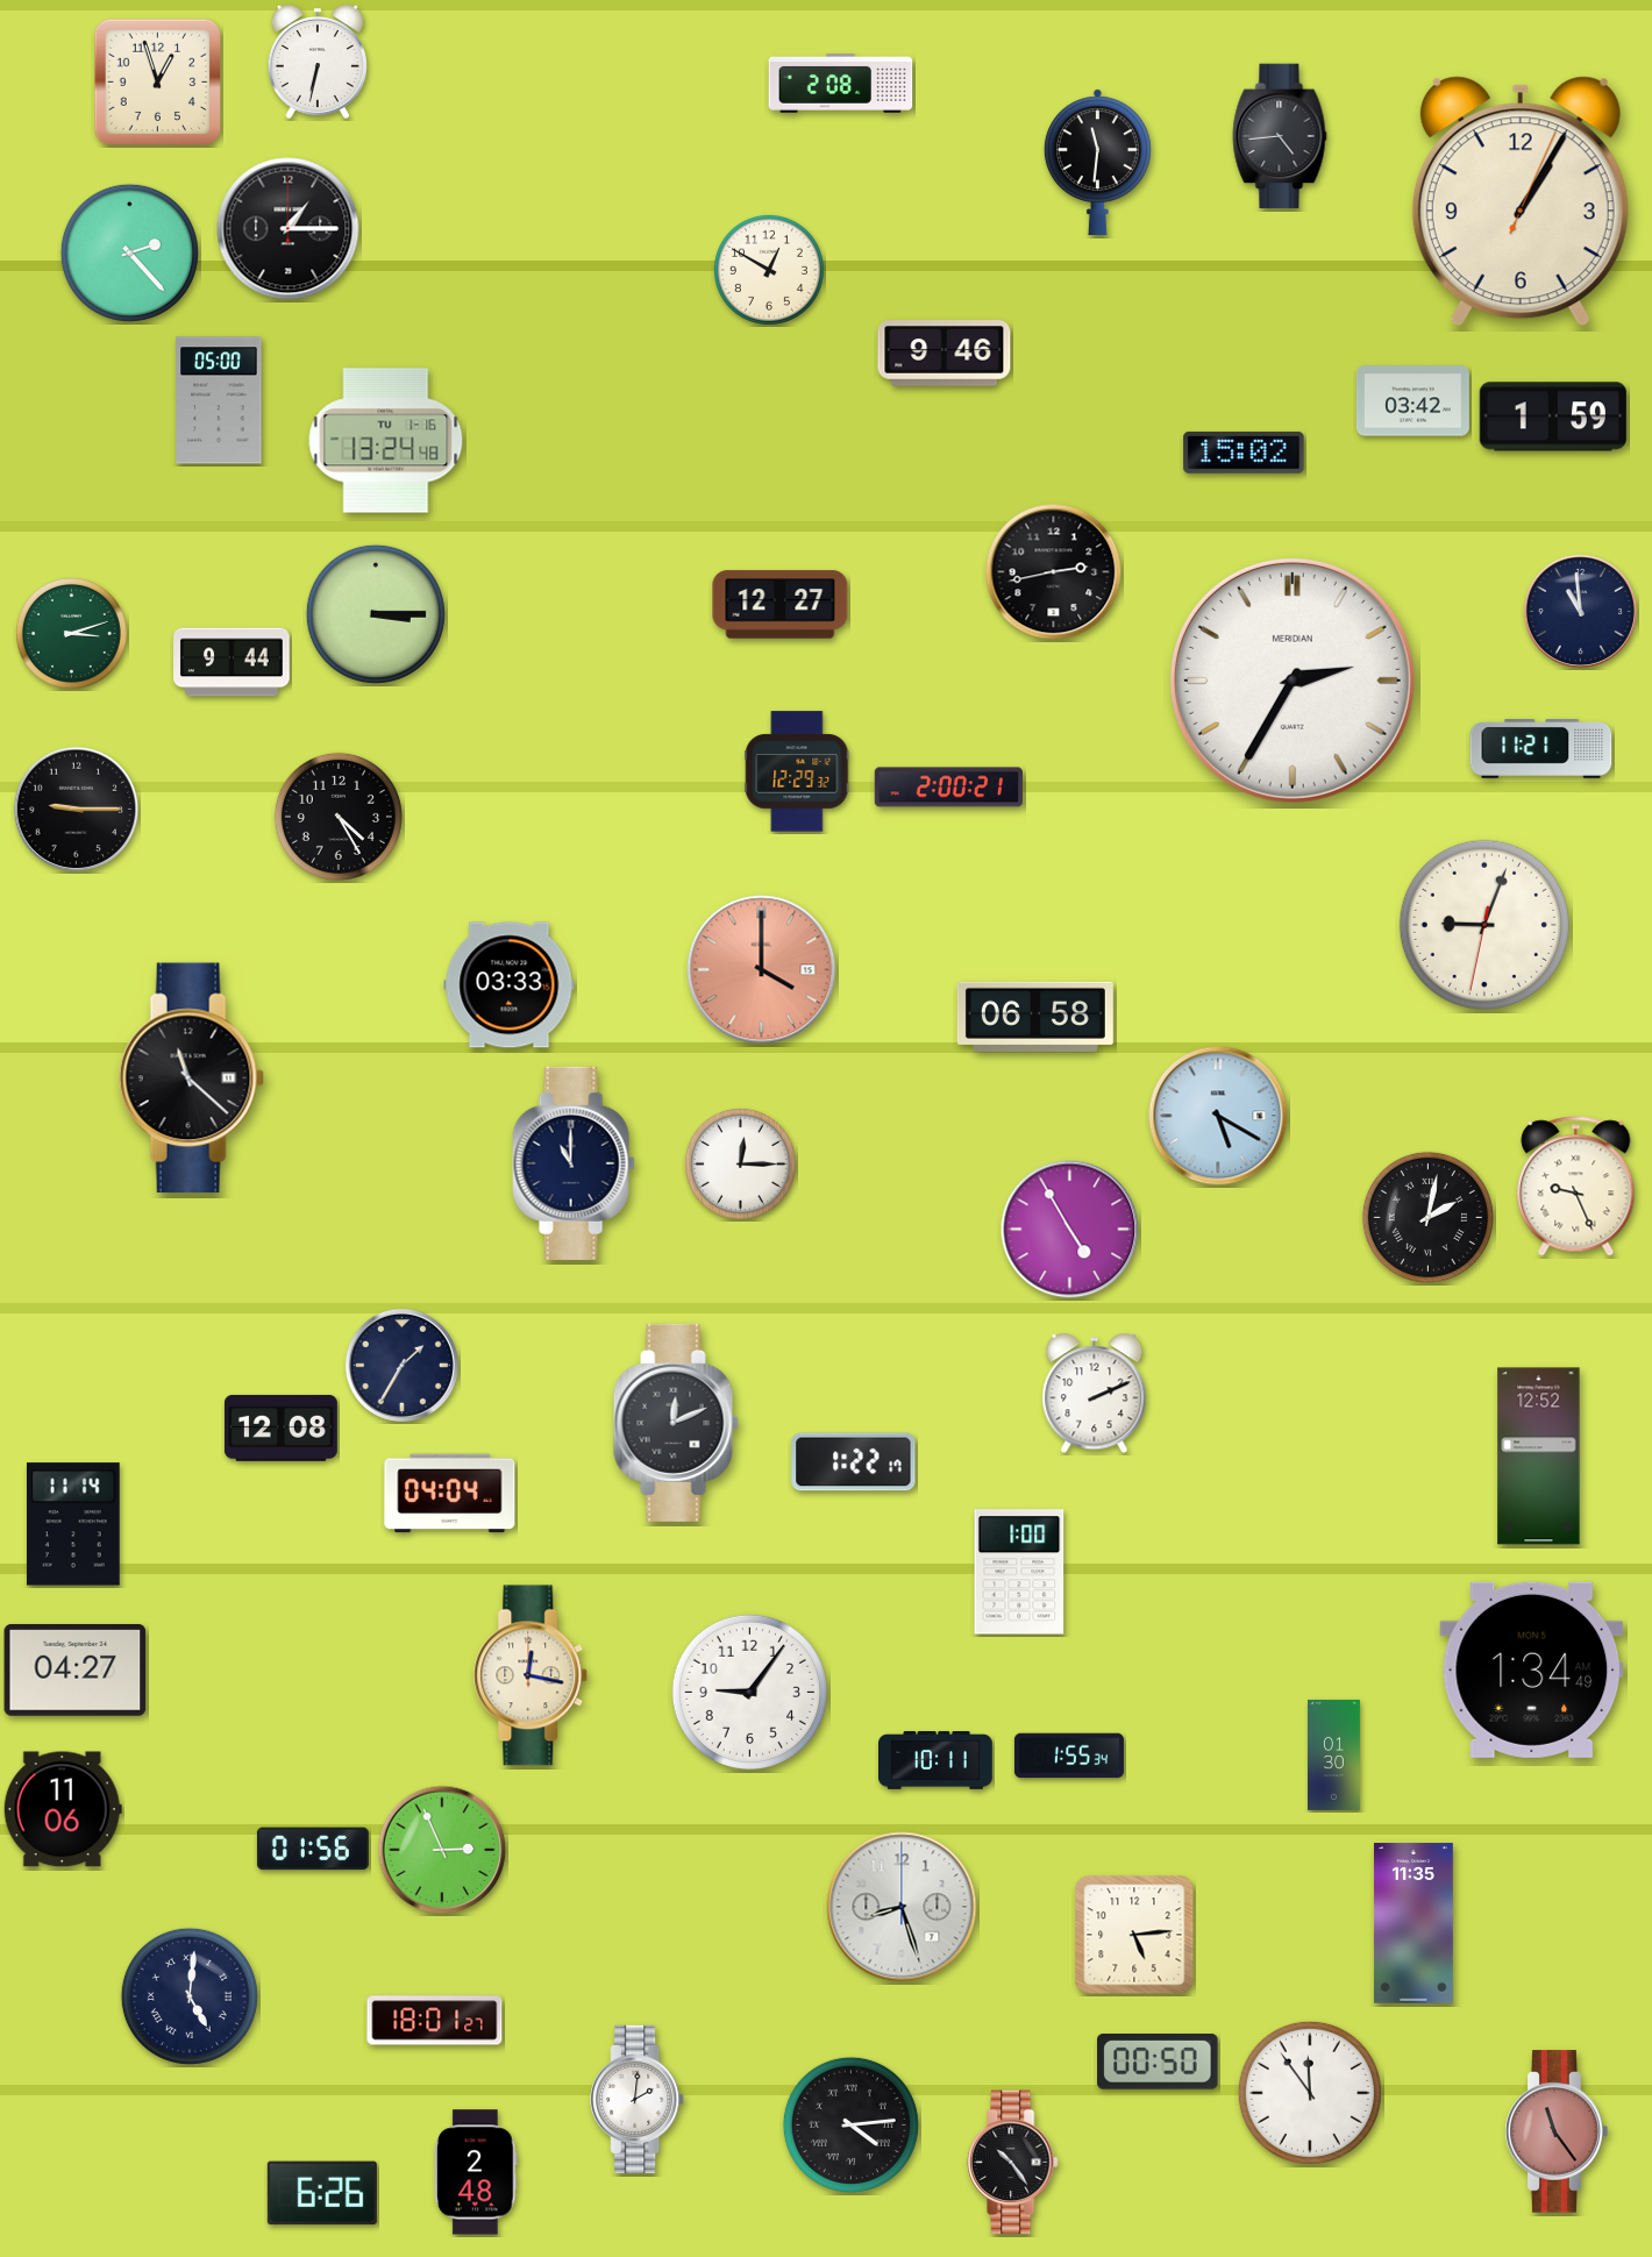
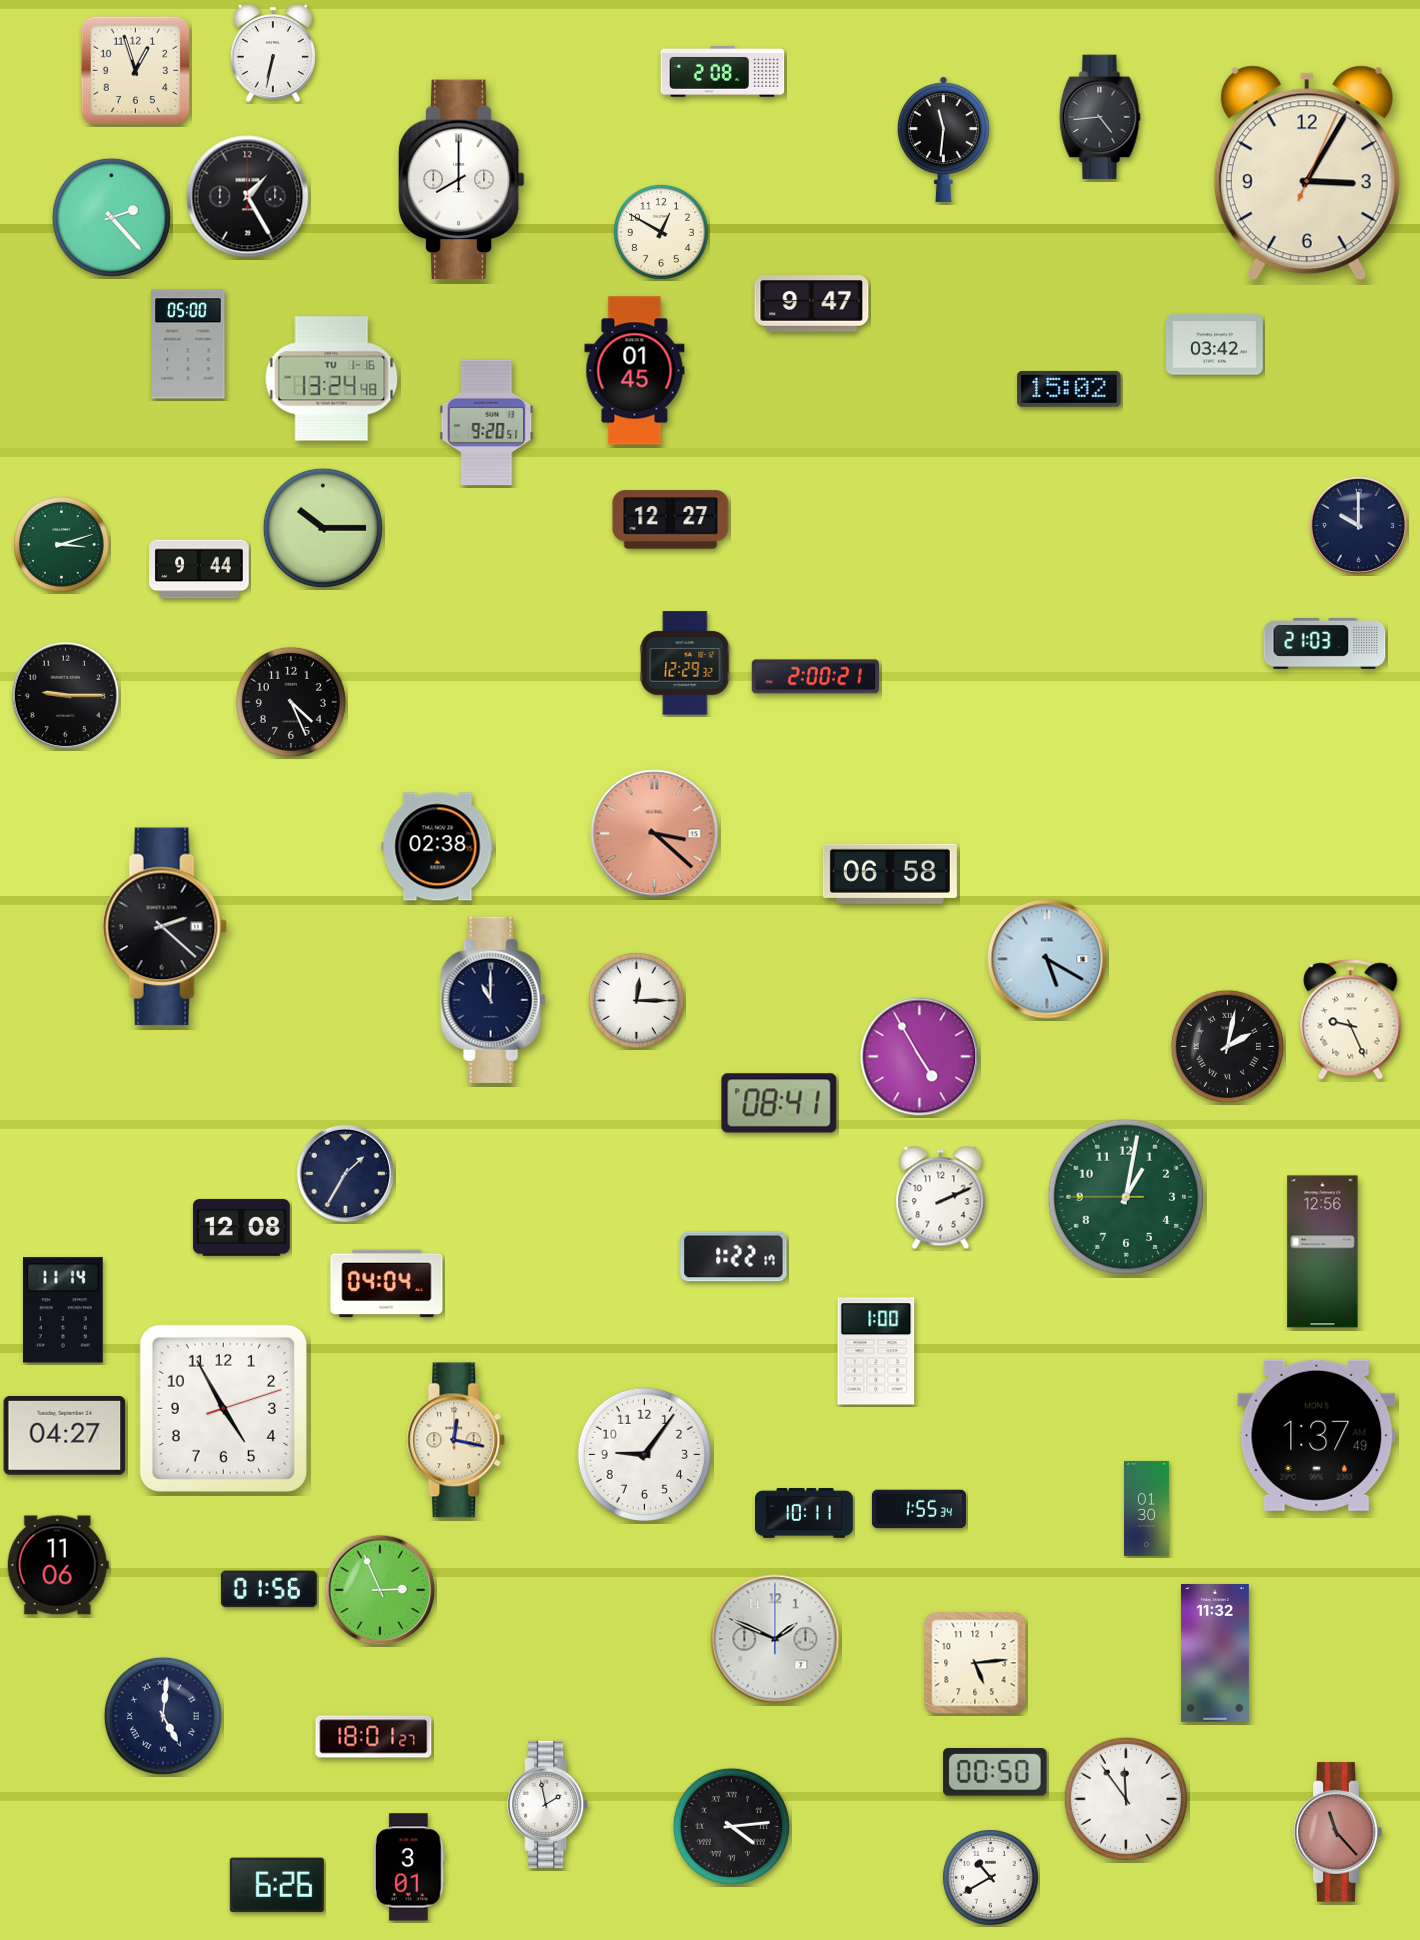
clock at (1521, 201): 1:05 -> 3:05
clock at (461, 180): none -> 8:00
clock at (289, 229): 1:15 -> 1:25
clock at (945, 354): 9:46 -> 9:47
clock at (1553, 416): 1:59 -> none
clock at (635, 371): none -> 01:45
clock at (487, 423): none -> 9:20
clock at (1054, 572): 2:43 -> none
clock at (1580, 611): 10:59 -> 10:00
clock at (376, 614): 3:15 -> 10:15
clock at (1293, 681): 2:35 -> none
clock at (1541, 749): 11:21 -> 21:03
clock at (339, 817): 4:25 -> 4:26
clock at (1483, 924): 9:03 -> none
clock at (762, 970): 4:00 -> 3:22
clock at (510, 985): 03:33 -> 02:38
clock at (191, 1078): 11:22 -> 2:22
clock at (1576, 1187) position: (1576, 1187) -> (1351, 1020)
clock at (779, 1103): none -> 08:41
clock at (1126, 1197): none -> 1:01
clock at (676, 1423): 12:11 -> none
clock at (1539, 1457): 12:52 -> 12:56
clock at (223, 1408): none -> 4:55
clock at (1532, 1669): 1:34 -> 1:37
clock at (63, 1809) position: (63, 1809) -> (58, 1565)
clock at (902, 1907): 8:27 -> 1:49
clock at (1414, 1923): 11:35 -> 11:32
clock at (638, 2099): 2:01 -> 1:58
clock at (1557, 2131): 11:24 -> 11:23
clock at (1013, 2163): 10:24 -> none
clock at (477, 2172): 2:48 -> 3:01
clock at (990, 1877): none -> 10:40
